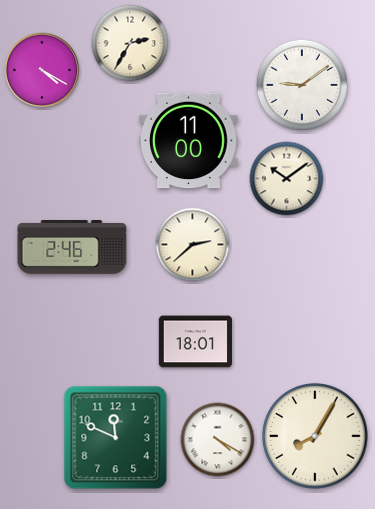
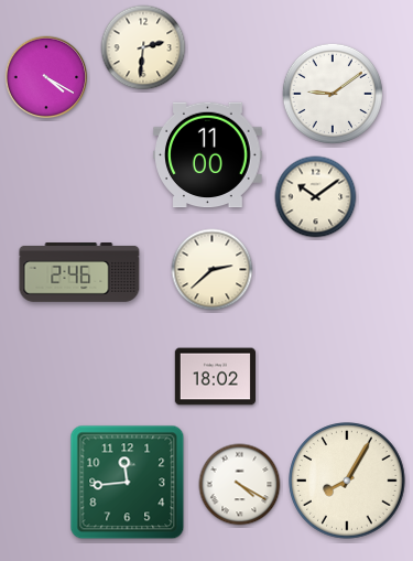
clock at (130, 43): 2:35 -> 2:31
clock at (195, 342): 18:01 -> 18:02
clock at (116, 438): 11:49 -> 11:44
